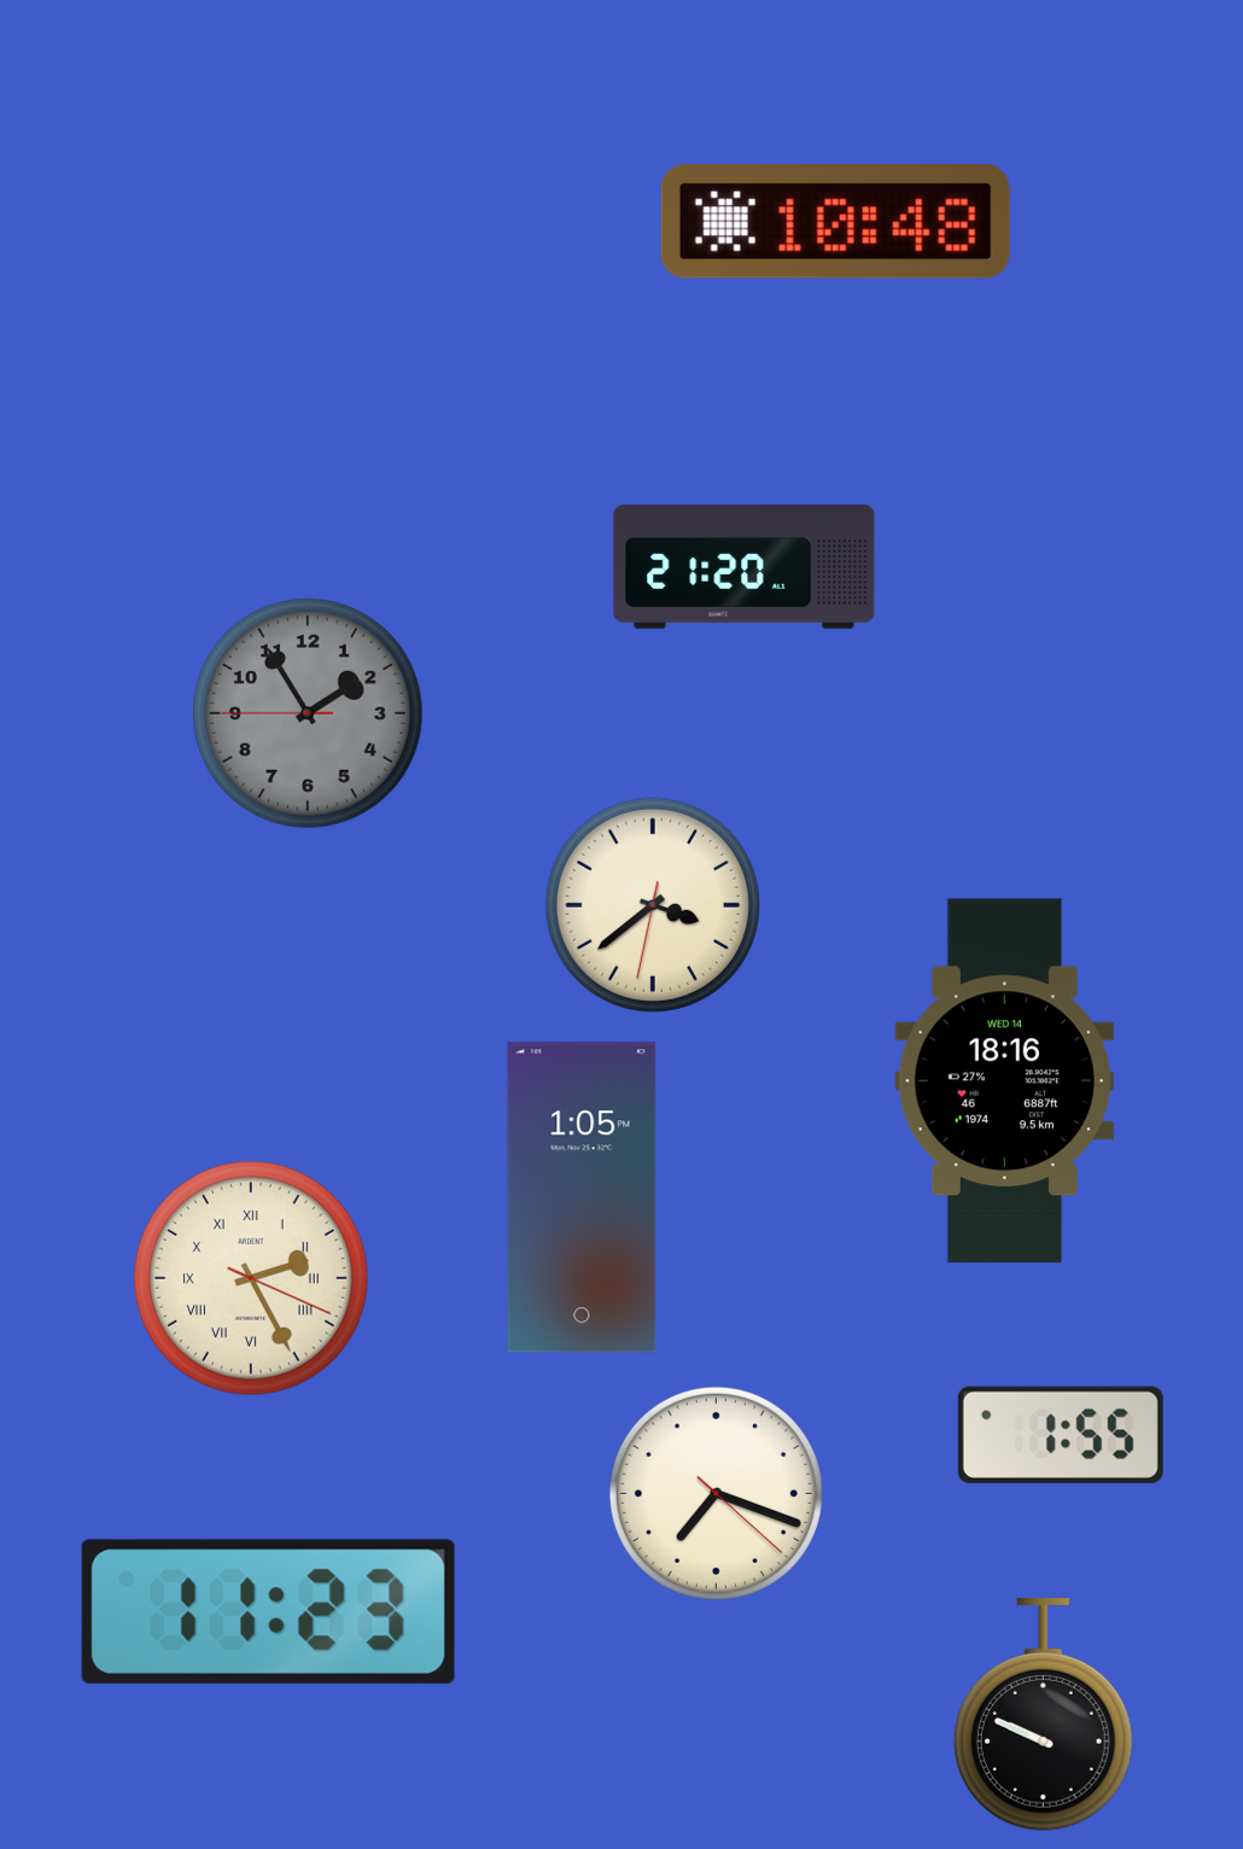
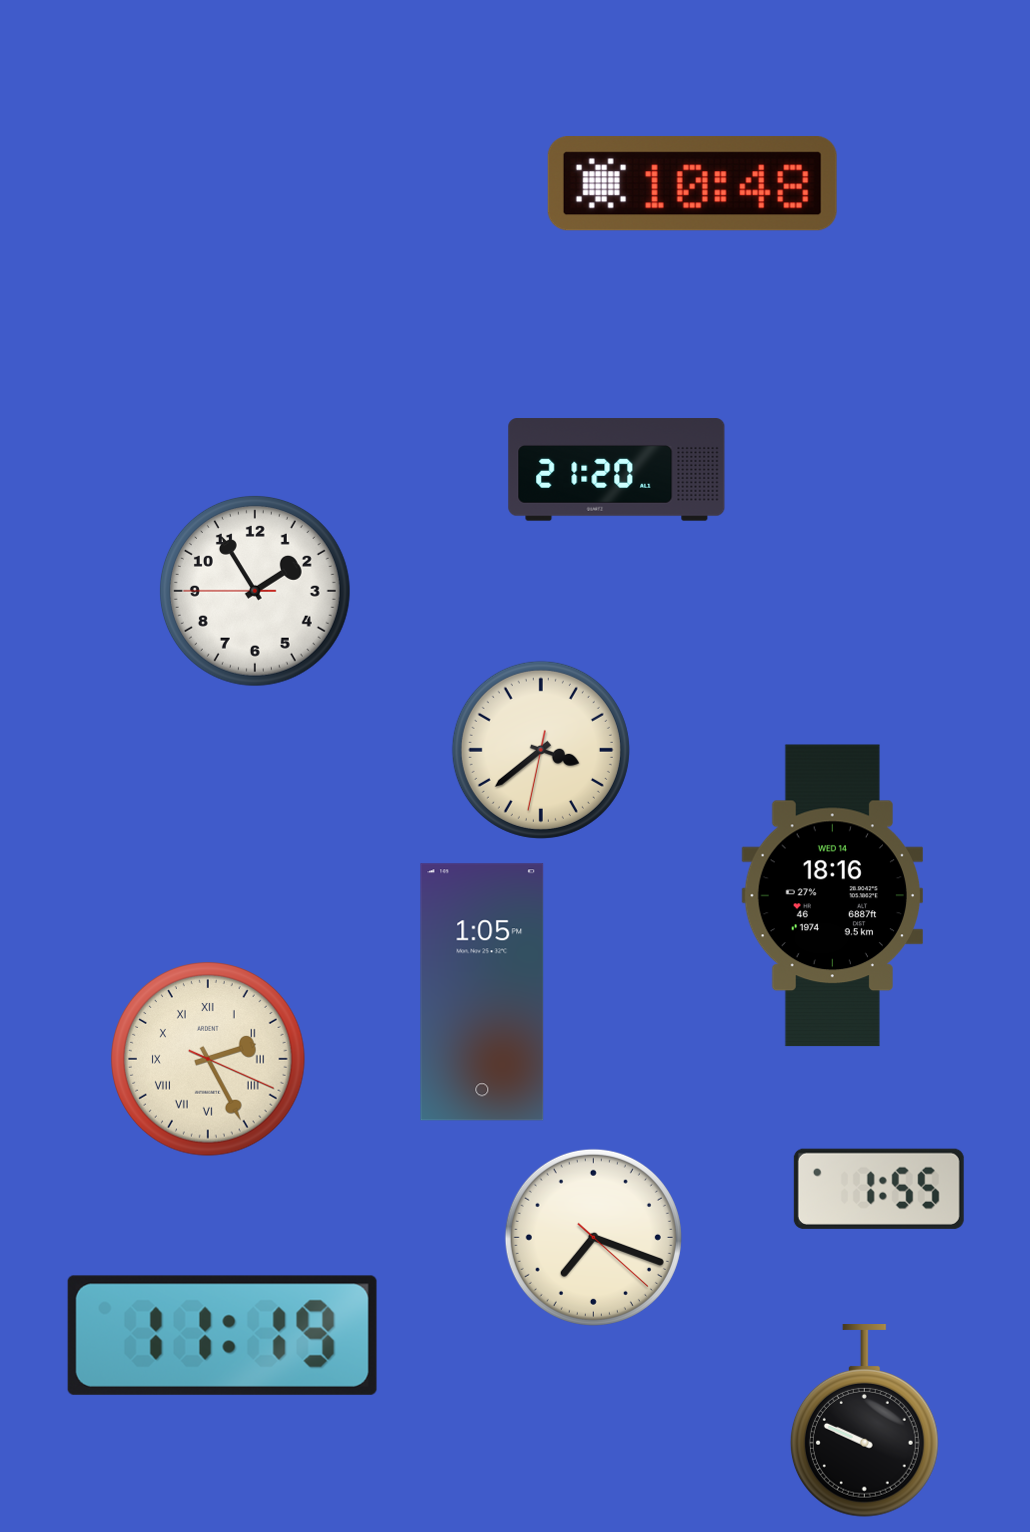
clock at (308, 713) dial: grey -> white
clock at (268, 1611): 11:23 -> 11:19
